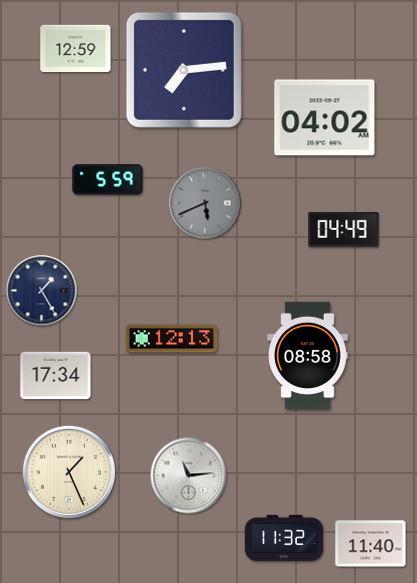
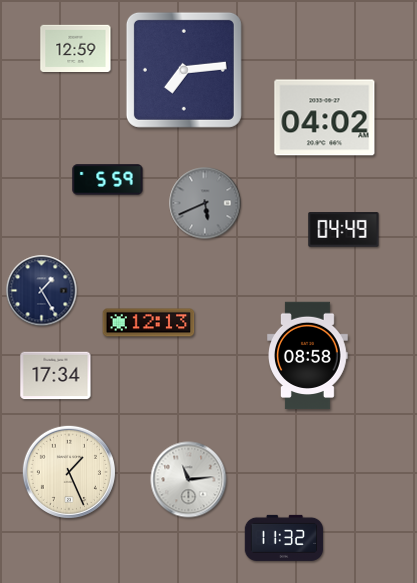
clock at (172, 339) position: (172, 339) -> (149, 323)
clock at (189, 476) position: (189, 476) -> (189, 480)
clock at (371, 544): 11:40 -> none
